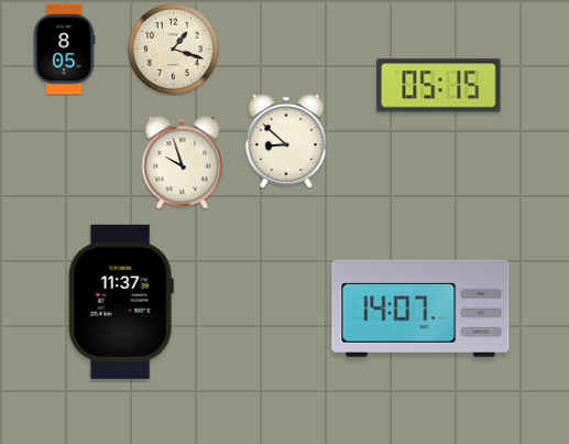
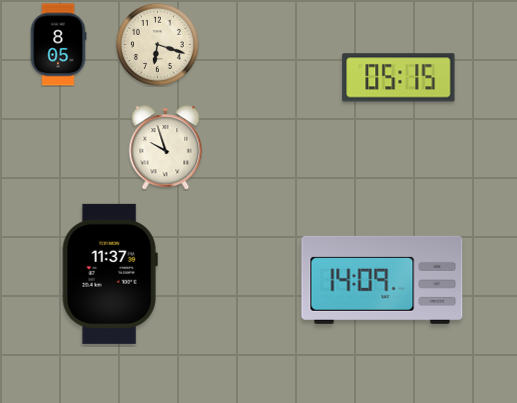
clock at (173, 48): 1:18 -> 6:18
clock at (286, 141): 8:52 -> none
clock at (420, 308): 14:07 -> 14:09
